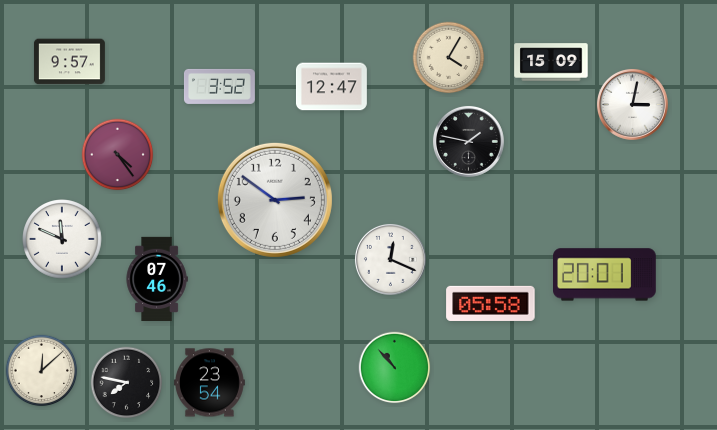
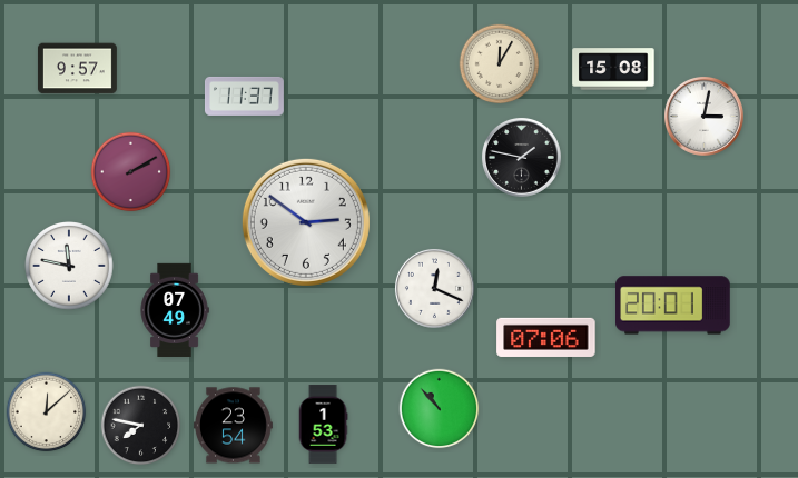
clock at (449, 58): 4:05 -> 12:05
clock at (551, 62): 15:09 -> 15:08
clock at (219, 86): 3:52 -> 11:37
clock at (331, 87): 12:47 -> none
clock at (118, 155): 4:24 -> 2:10
clock at (62, 239): 11:49 -> 11:47
clock at (157, 278): 07:46 -> 07:49
clock at (491, 303): 05:58 -> 07:06
clock at (323, 425): none -> 1:53
